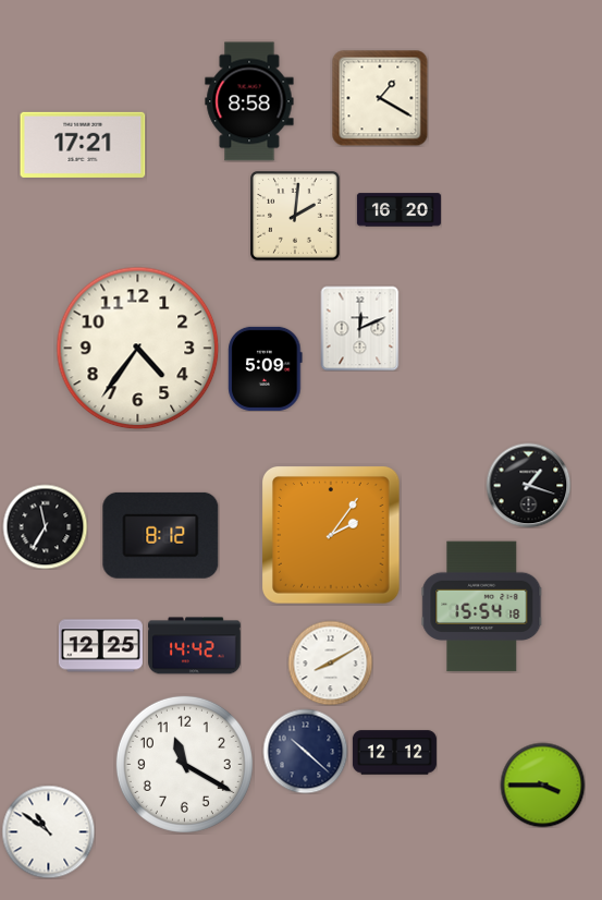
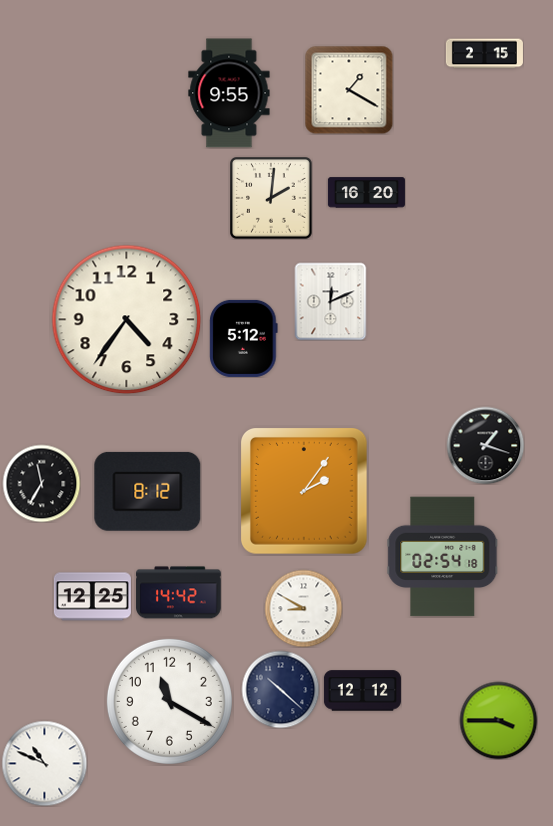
clock at (484, 54): none -> 2:15
clock at (249, 101): 8:58 -> 9:55
clock at (83, 145): 17:21 -> none
clock at (266, 368): 5:09 -> 5:12
clock at (482, 607): 15:54 -> 02:54
clock at (100, 646) position: (100, 646) -> (92, 597)
clock at (330, 662): 8:10 -> 8:50
clock at (48, 831): 10:51 -> 10:49
